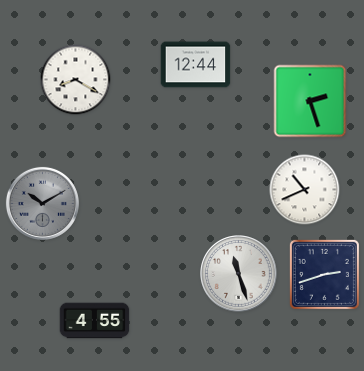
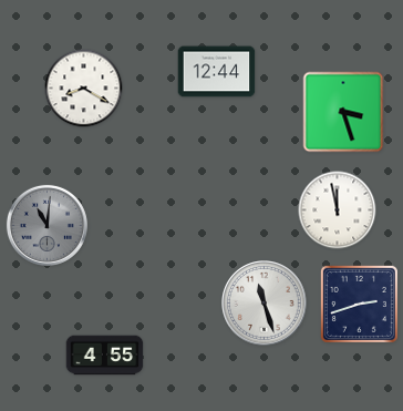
clock at (310, 101): 2:27 -> 3:27
clock at (305, 190): 10:41 -> 11:58
clock at (42, 203): 10:10 -> 11:01
